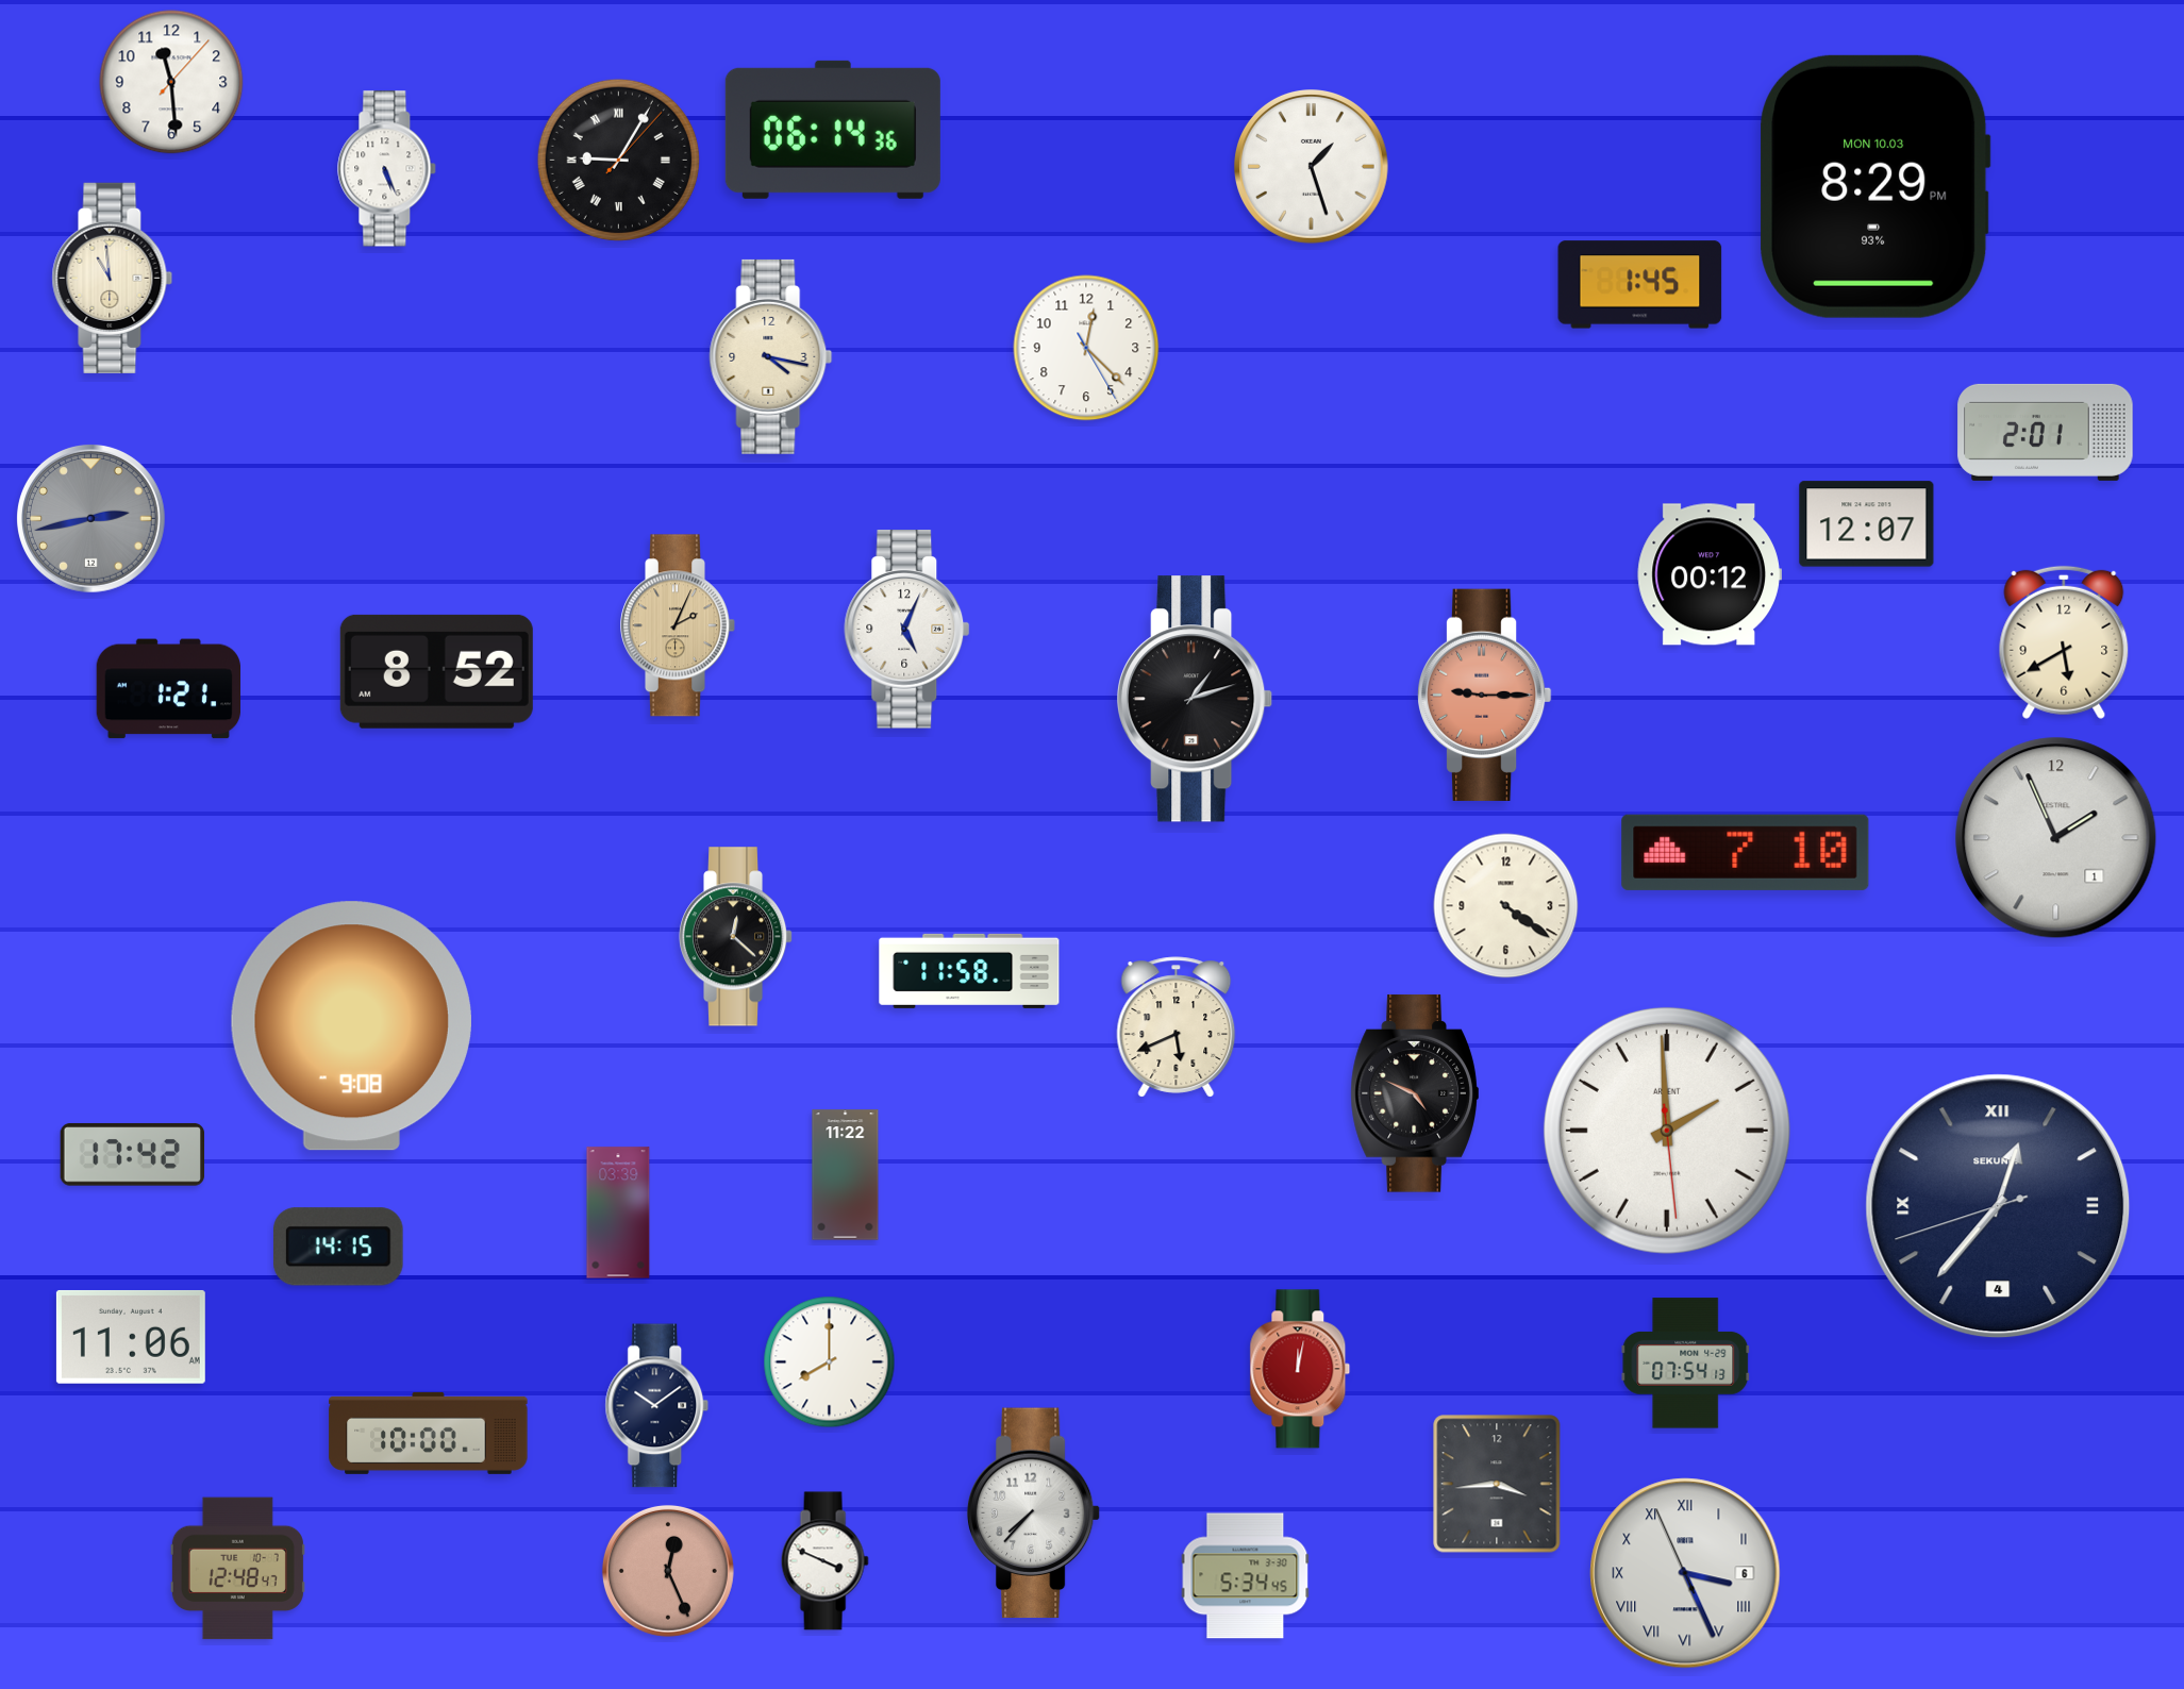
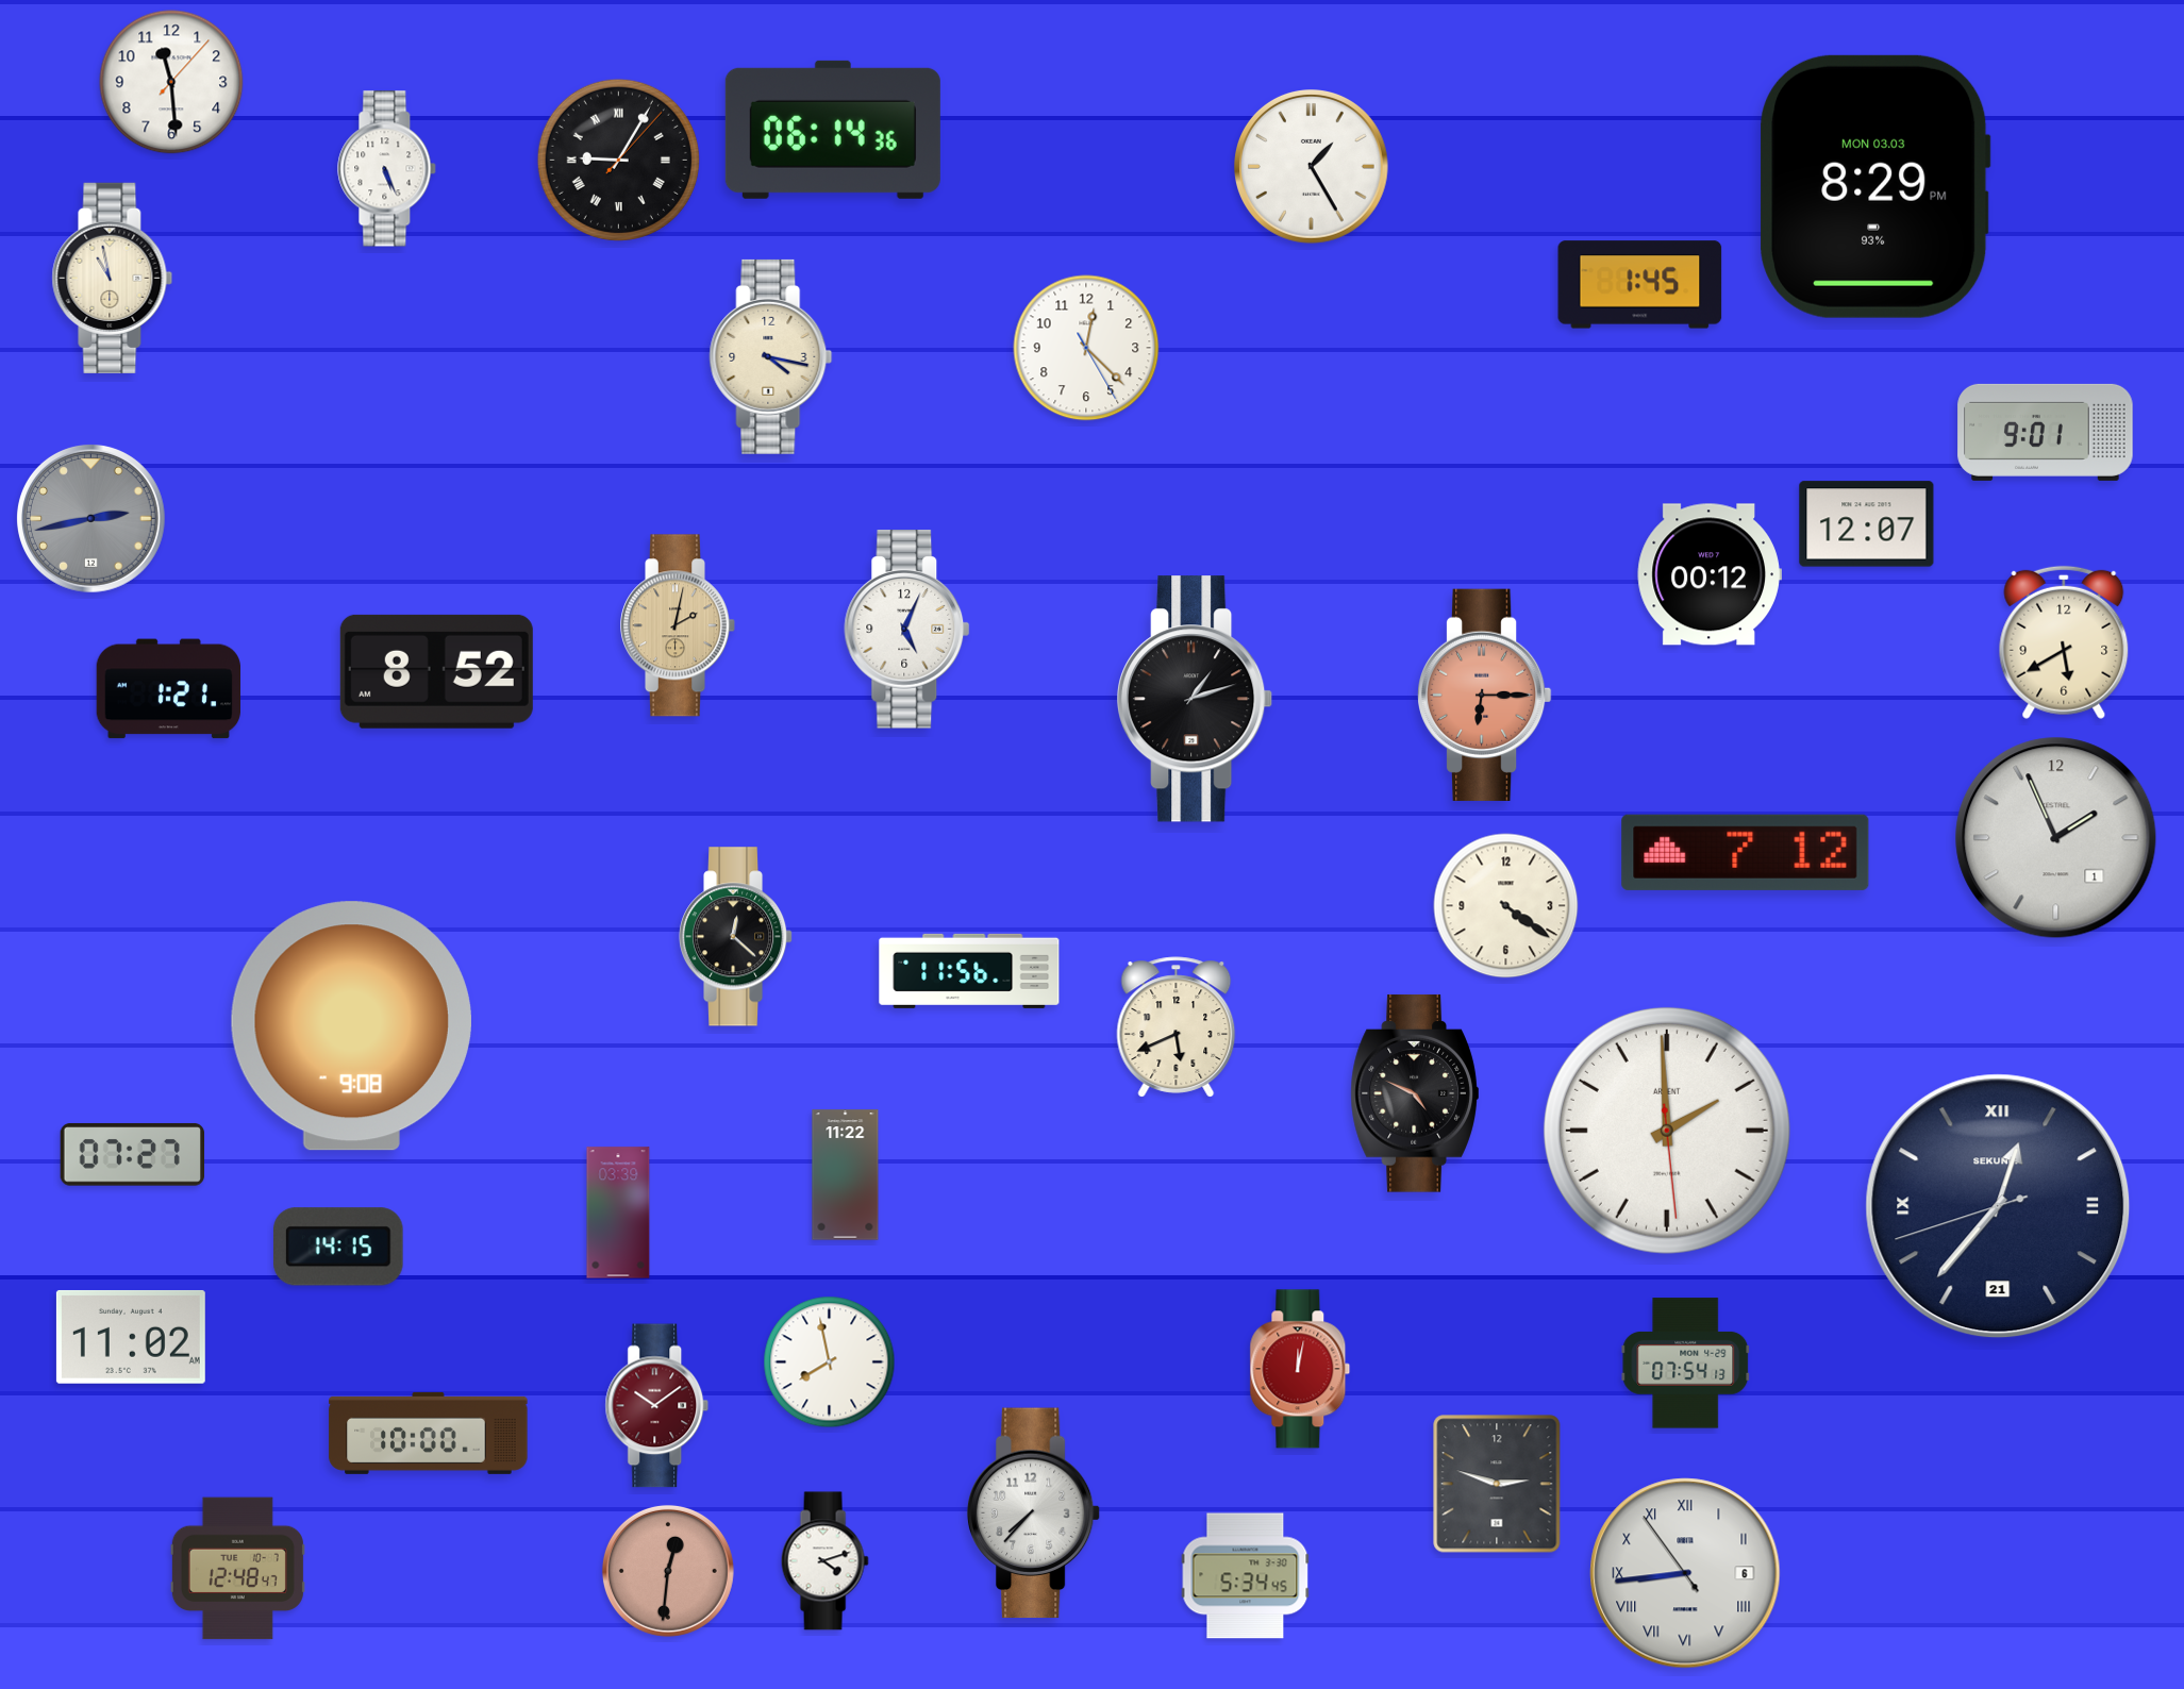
clock at (1312, 167): 1:27 -> 1:25
clock at (1875, 186) date: MON 10.03 -> MON 03.03
clock at (113, 278): 10:59 -> 10:58
clock at (2046, 432): 2:01 -> 9:01
clock at (679, 625): 2:04 -> 2:02
clock at (1485, 695): 9:15 -> 6:15
clock at (1746, 852): 7:10 -> 7:12
clock at (969, 971): 11:58 -> 11:56
clock at (132, 1155): 17:42 -> 07:27
clock at (1998, 1206) date: 4 -> 21
clock at (131, 1337): 11:06 -> 11:02
clock at (830, 1362): 8:00 -> 7:58
clock at (657, 1406) dial: navy -> burgundy
clock at (1497, 1484): 3:44 -> 2:48
clock at (824, 1561): 3:49 -> 4:12
clock at (668, 1571): 12:26 -> 12:31
clock at (1685, 1573): 3:25 -> 8:43
